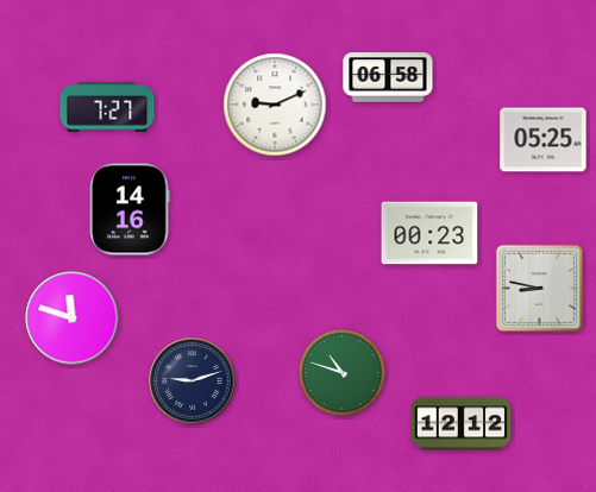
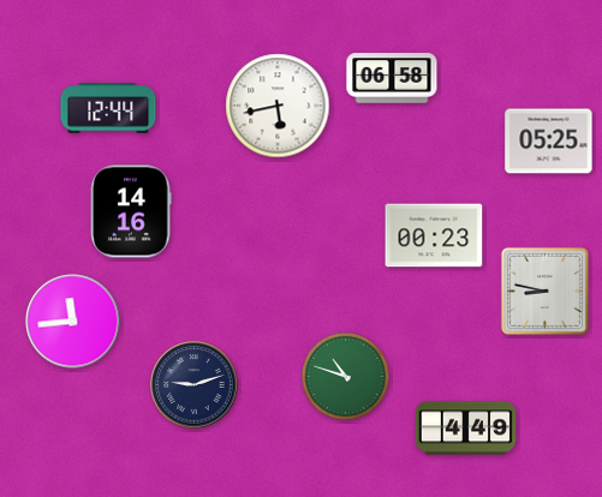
clock at (275, 105): 9:11 -> 5:43
clock at (107, 107): 7:27 -> 12:44
clock at (73, 318): 11:48 -> 11:44
clock at (462, 424): 12:12 -> 4:49
